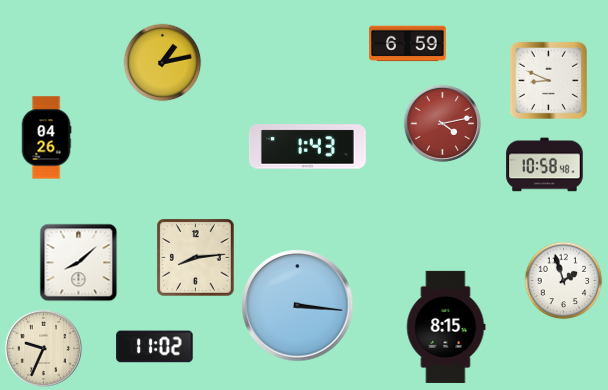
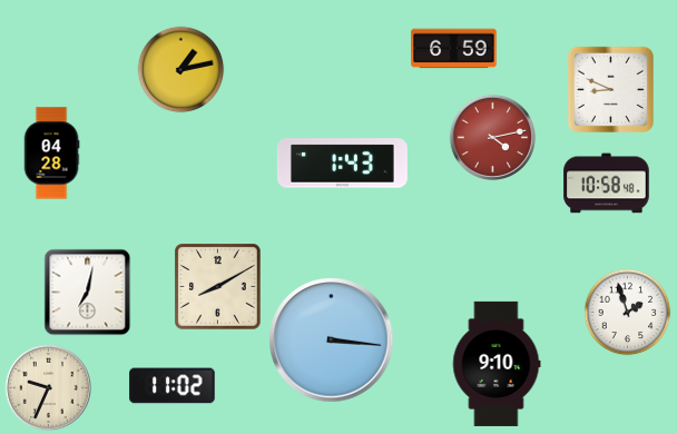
clock at (46, 138): 04:26 -> 04:28
clock at (196, 258): 8:14 -> 8:10
clock at (78, 262): 8:08 -> 7:02
clock at (446, 327): 8:15 -> 9:10
